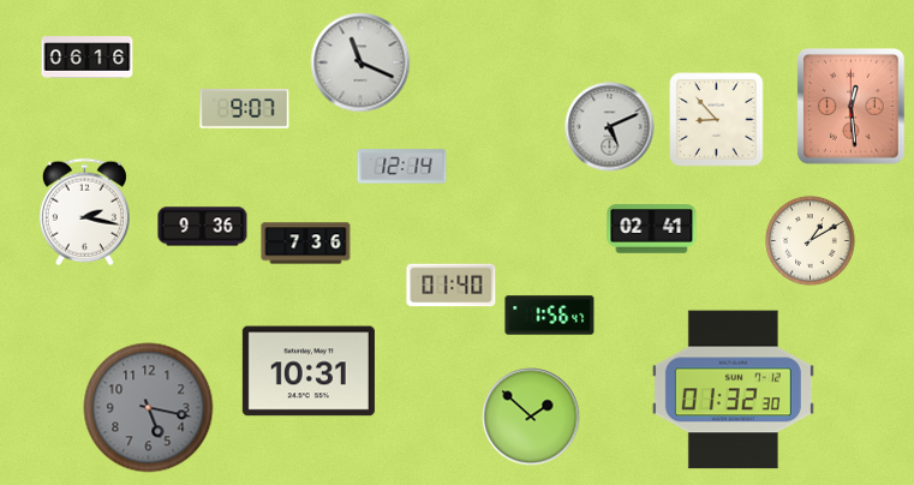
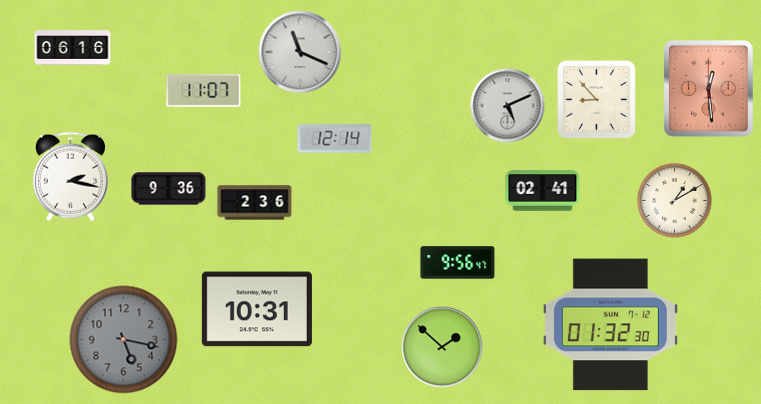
clock at (245, 109): 9:07 -> 11:07
clock at (306, 244): 7:36 -> 2:36
clock at (452, 286): 01:40 -> none
clock at (550, 316): 1:56 -> 9:56
